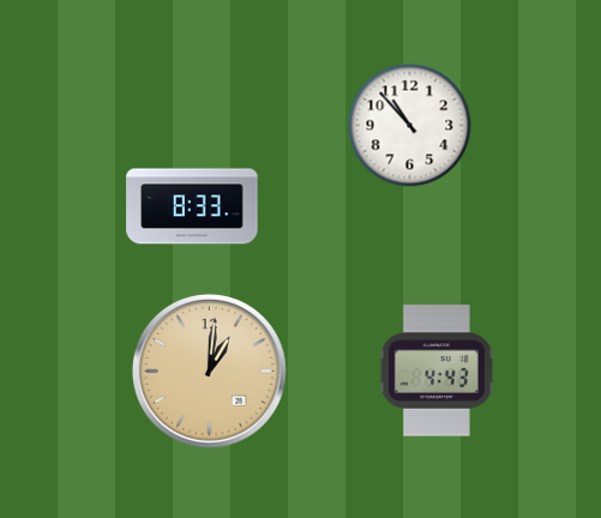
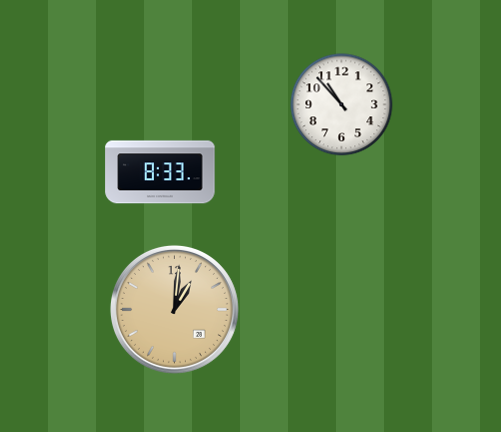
clock at (437, 371): 4:43 -> none
